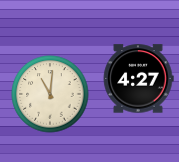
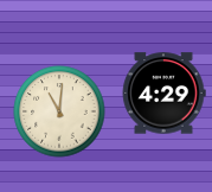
clock at (138, 79): 4:27 -> 4:29
